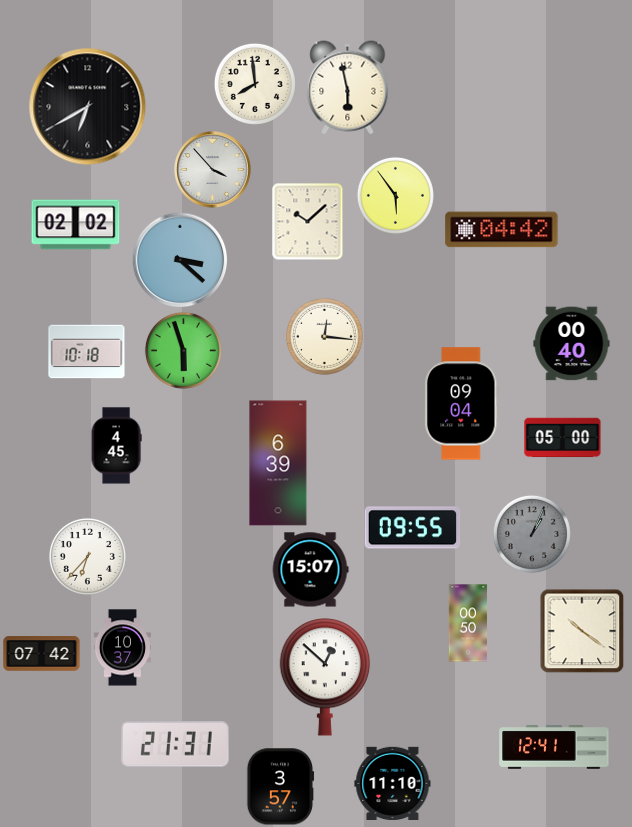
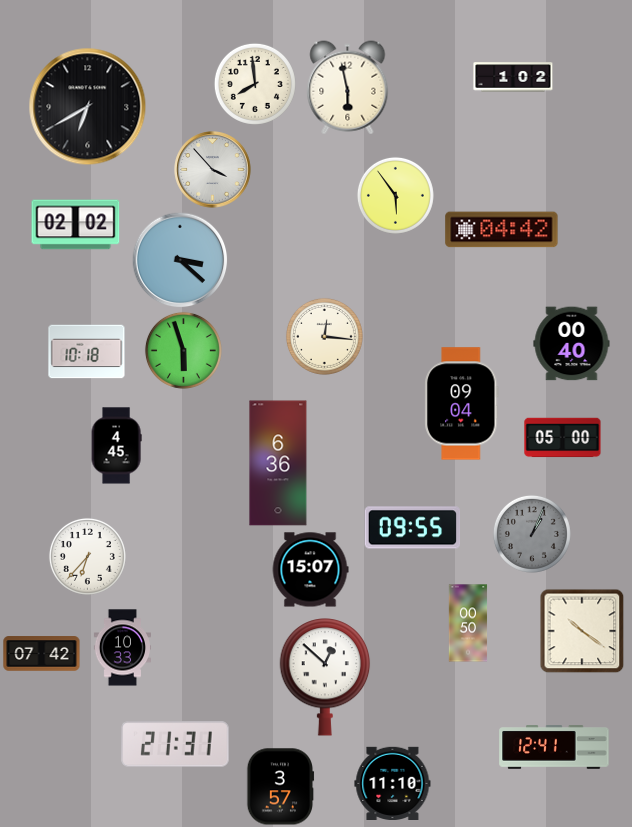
clock at (513, 77): none -> 1:02
clock at (308, 221): 10:08 -> none
clock at (278, 463): 6:39 -> 6:36
clock at (122, 648): 10:37 -> 10:33
